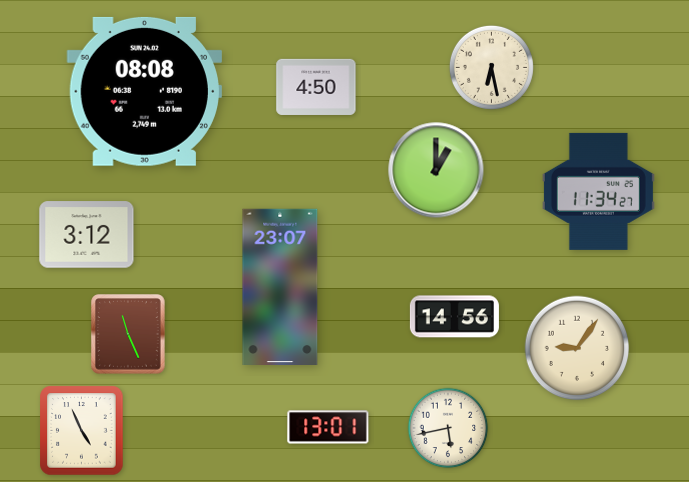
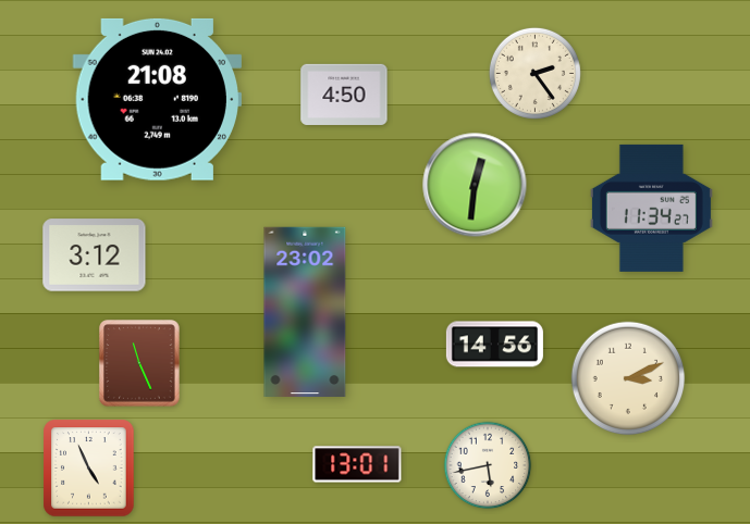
clock at (491, 67): 6:28 -> 2:24
clock at (144, 91): 08:08 -> 21:08
clock at (436, 170): 1:00 -> 12:31
clock at (280, 286): 23:07 -> 23:02
clock at (577, 348): 9:06 -> 3:11
